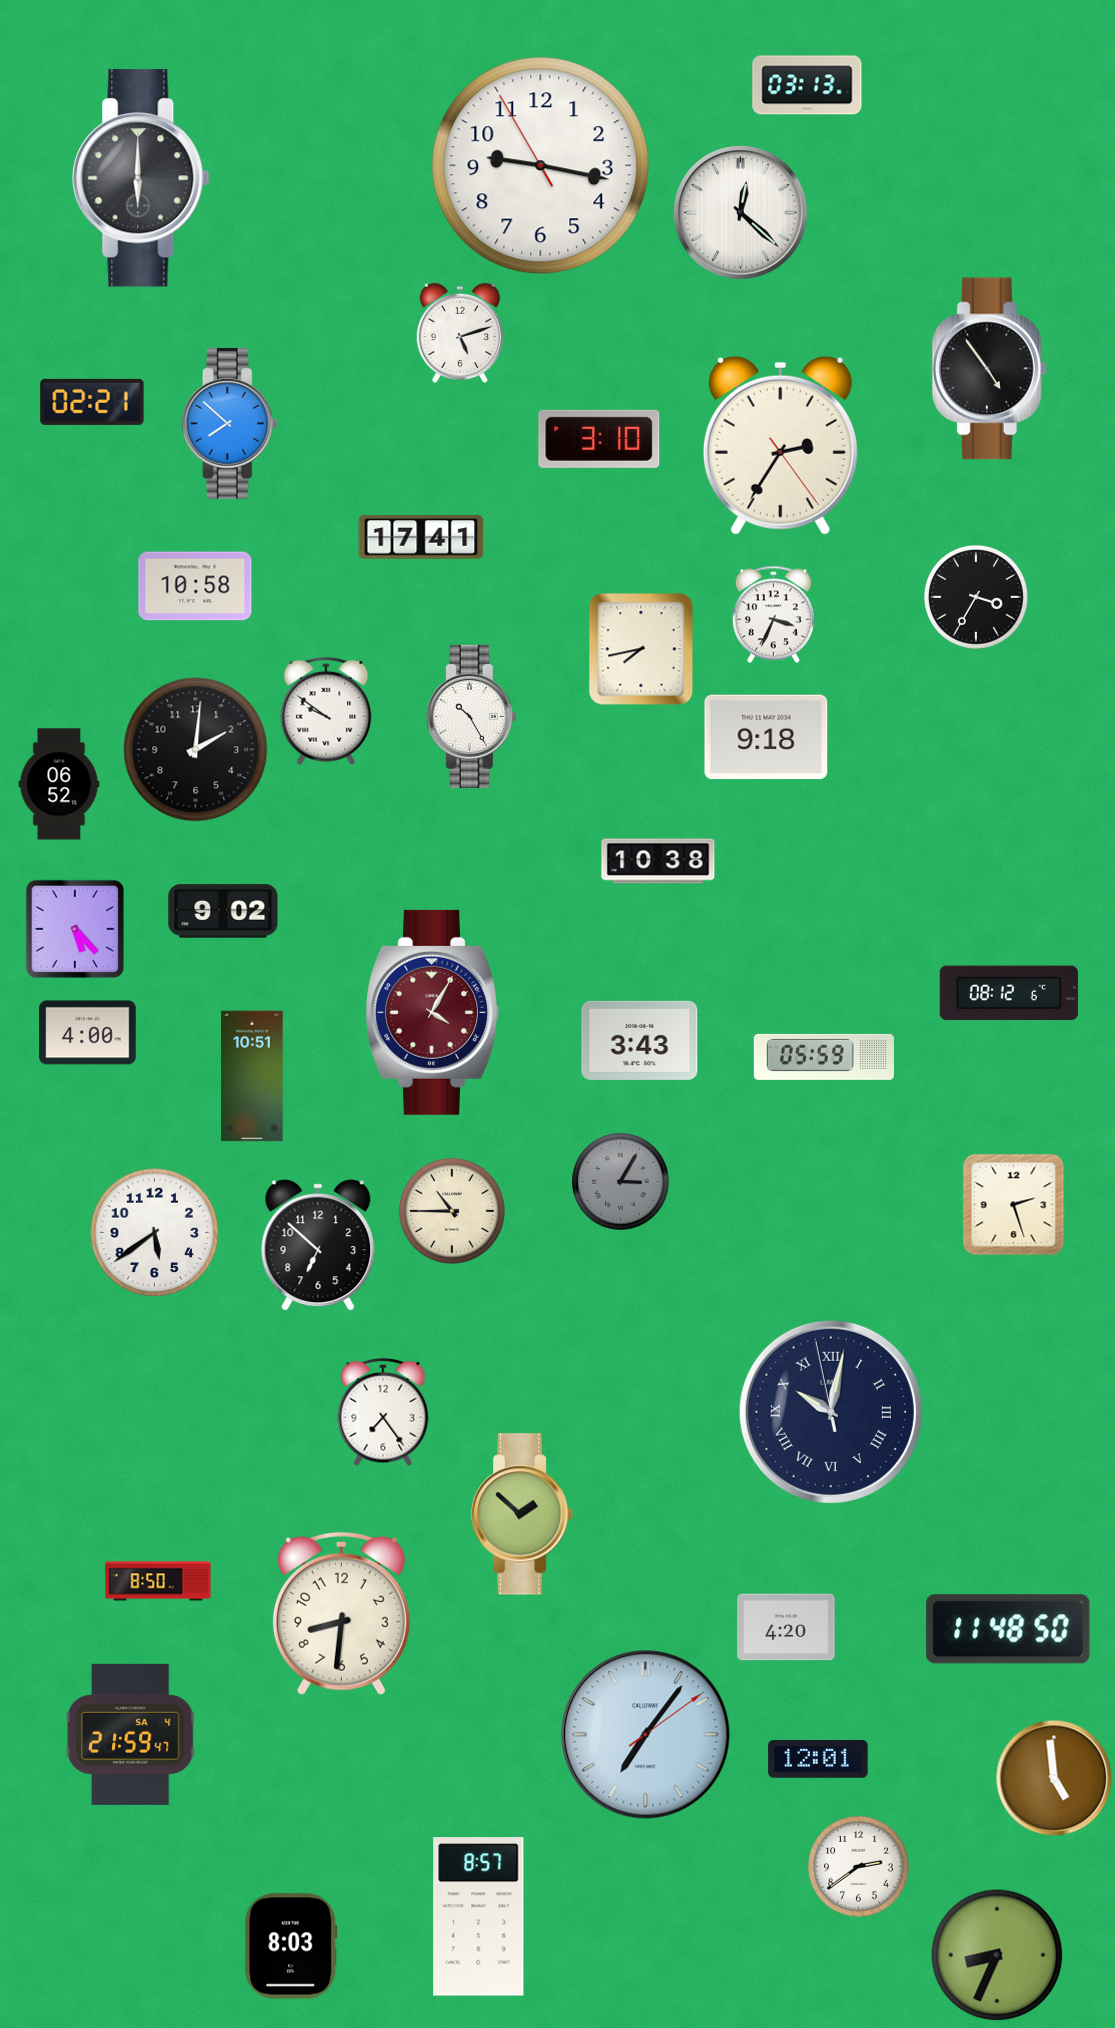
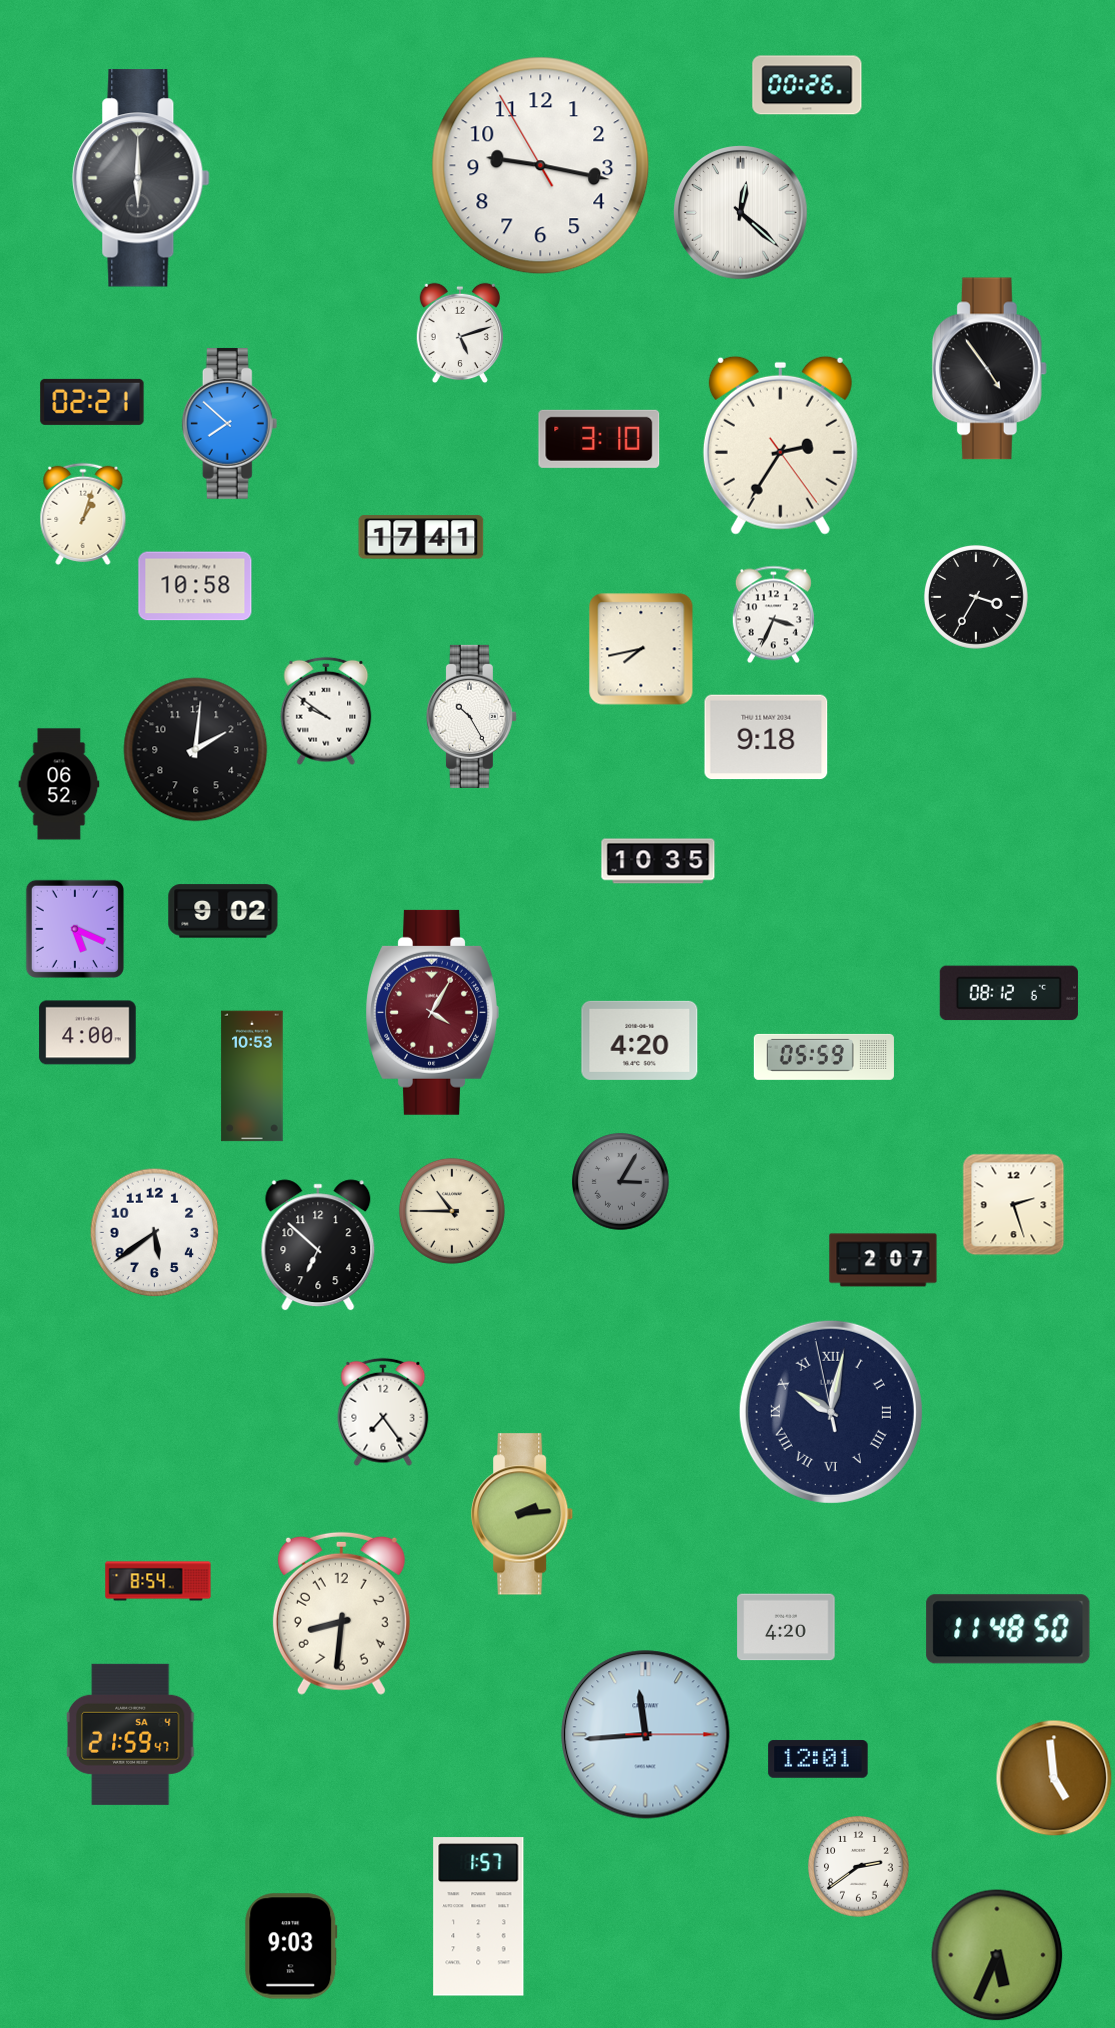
clock at (807, 85): 03:13 -> 00:26
clock at (83, 514): none -> 1:03
clock at (658, 861): 10:38 -> 10:35
clock at (75, 929): 5:23 -> 5:19
clock at (640, 1040): 3:43 -> 4:20
clock at (252, 1076): 10:51 -> 10:53
clock at (883, 1260): none -> 2:07
clock at (523, 1514): 1:52 -> 2:14
clock at (158, 1581): 8:50 -> 8:54
clock at (646, 1735): 7:06 -> 11:44
clock at (479, 1917): 8:57 -> 1:57
clock at (291, 1946): 8:03 -> 9:03
clock at (997, 1955): 8:34 -> 5:34
